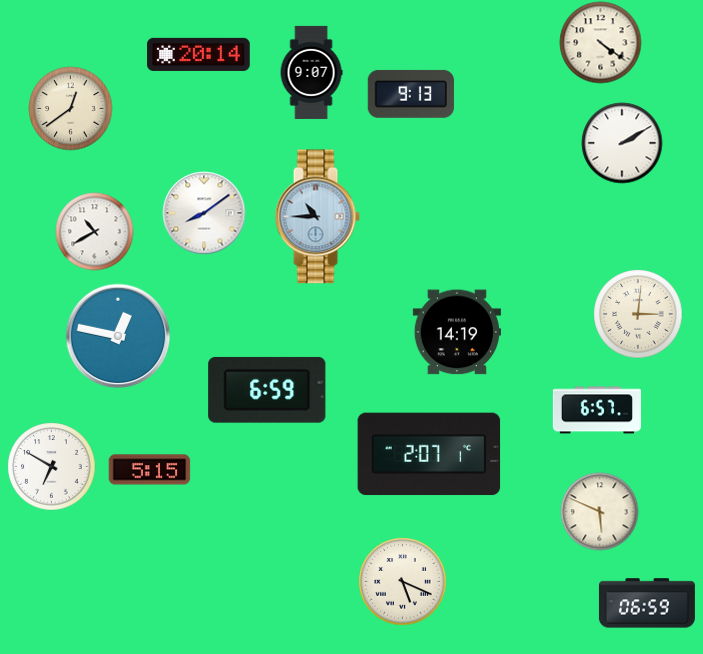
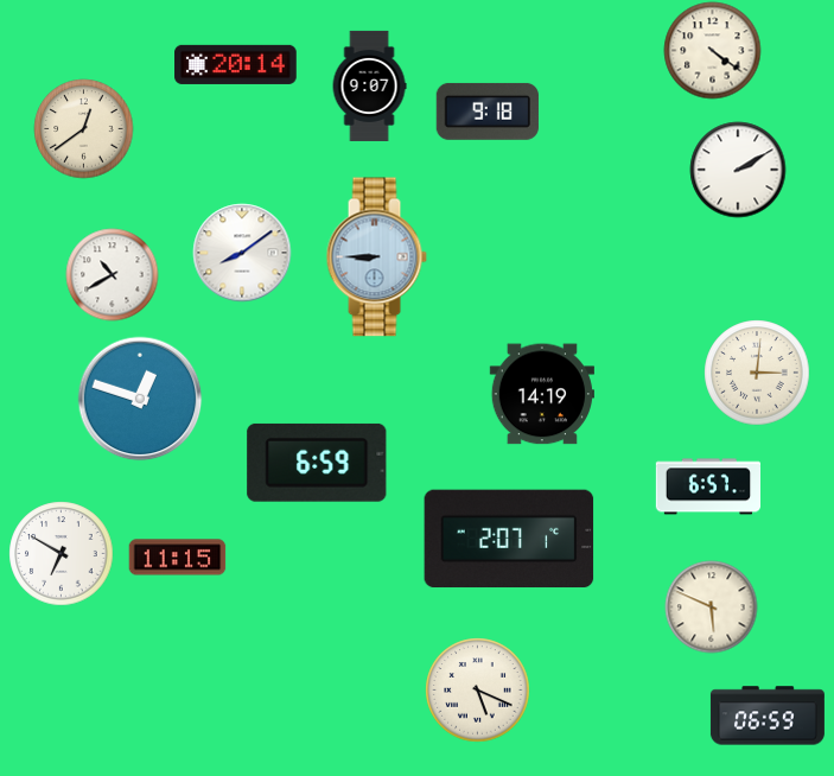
clock at (411, 94): 9:13 -> 9:18
clock at (317, 217): 10:45 -> 8:45
clock at (118, 336): 12:47 -> 12:48
clock at (149, 470): 5:15 -> 11:15
